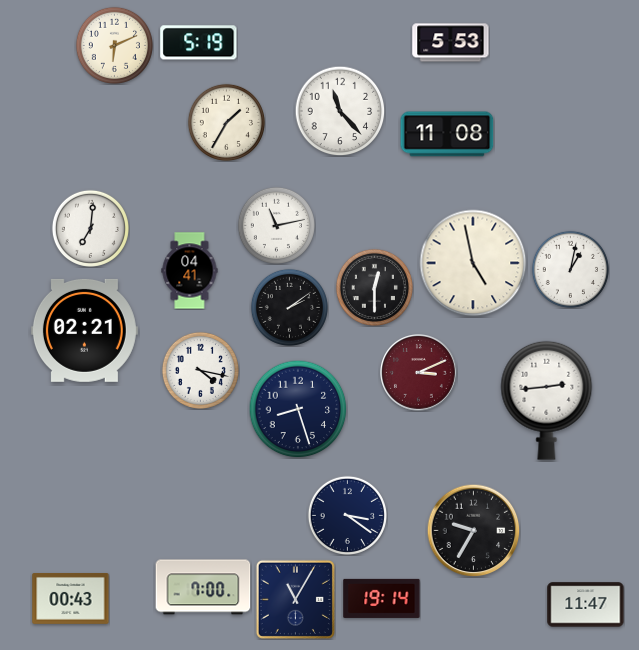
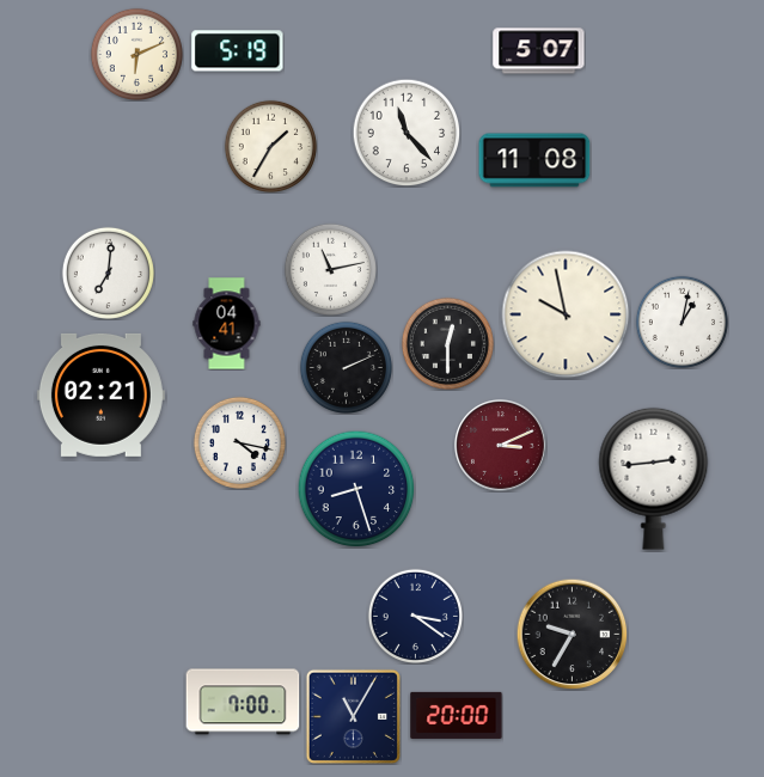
clock at (451, 43): 5:53 -> 5:07
clock at (473, 263): 4:58 -> 9:58
clock at (289, 307): 2:09 -> 2:11
clock at (473, 530) position: (473, 530) -> (572, 634)
clock at (382, 598): 19:14 -> 20:00
clock at (71, 599): 00:43 -> none
clock at (586, 605): 11:47 -> none
